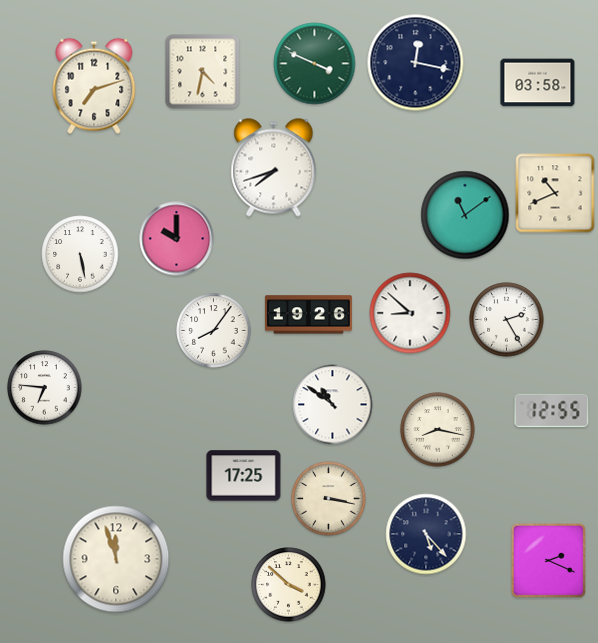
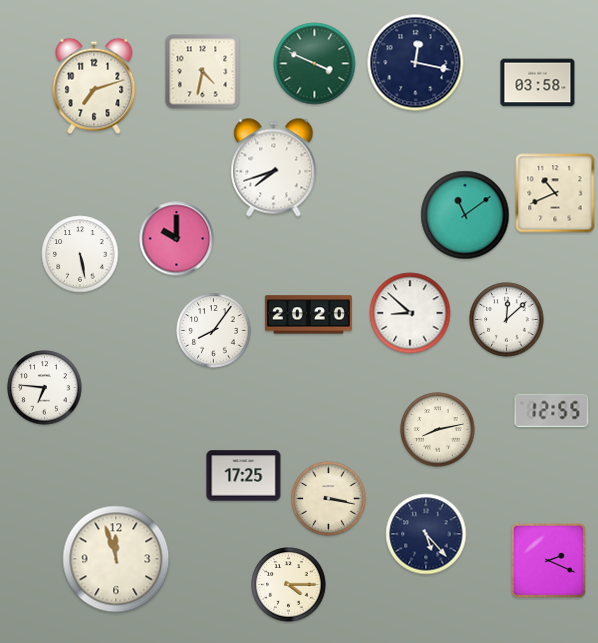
clock at (308, 315): 19:26 -> 20:20
clock at (507, 320): 2:25 -> 12:08
clock at (333, 405): 10:51 -> none
clock at (438, 430): 8:17 -> 8:13
clock at (289, 585): 3:52 -> 4:15
